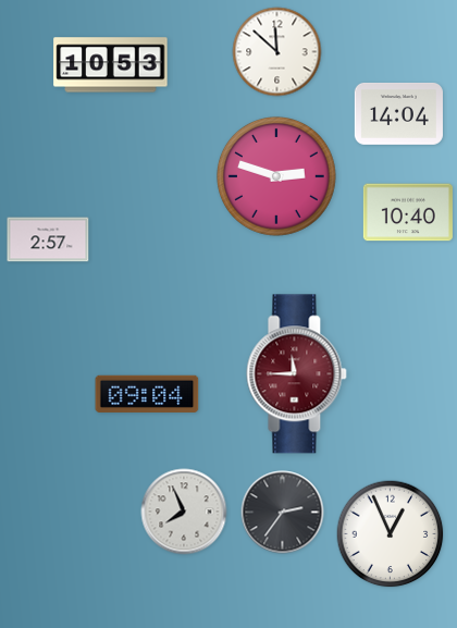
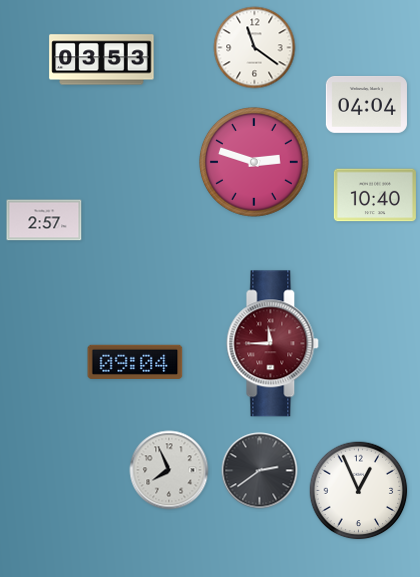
clock at (277, 52): 11:52 -> 11:21
clock at (111, 65): 10:53 -> 03:53
clock at (398, 113): 14:04 -> 04:04
clock at (283, 513): 2:36 -> 2:39
